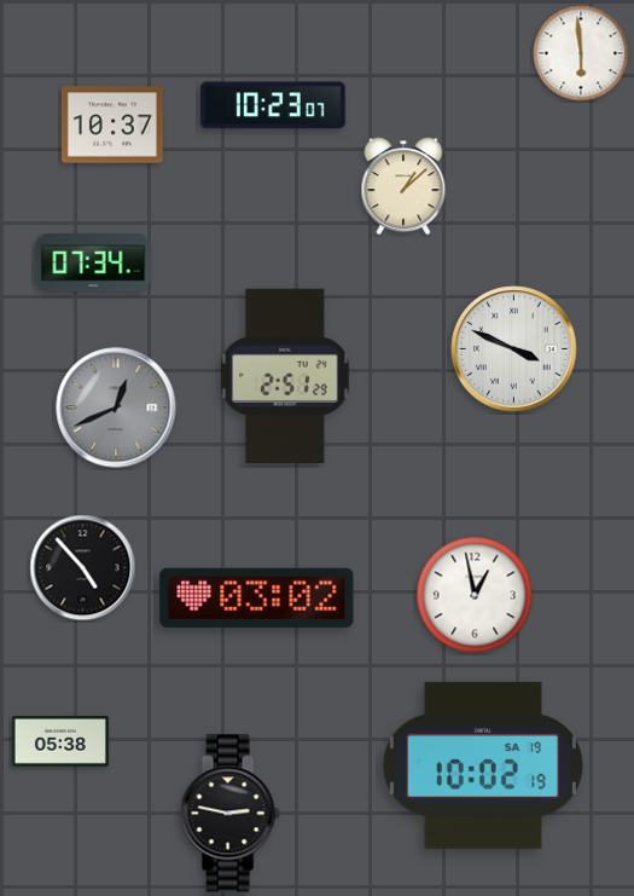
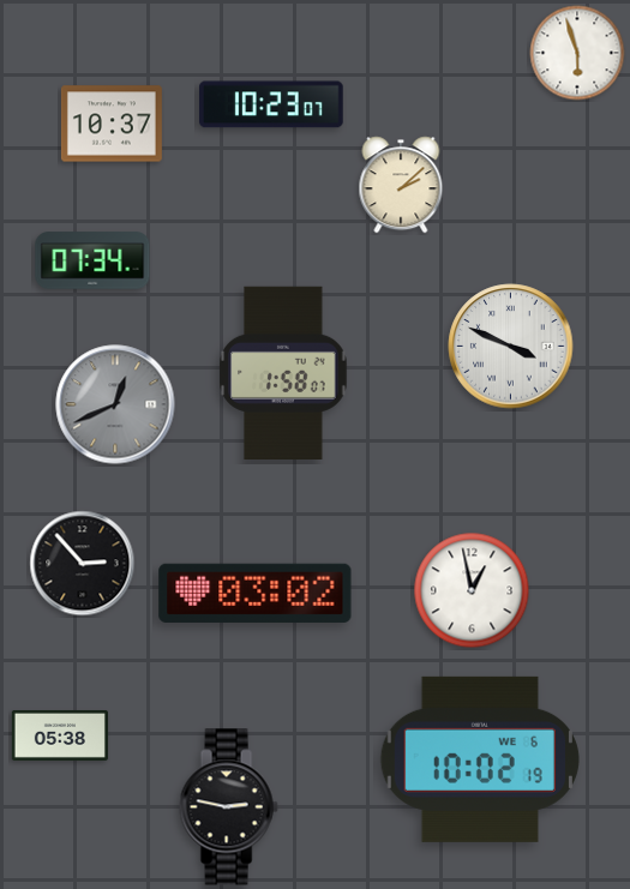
clock at (581, 53): 5:59 -> 5:57
clock at (403, 186): 1:08 -> 2:08
clock at (285, 375): 2:51 -> 1:58
clock at (83, 568): 4:53 -> 2:53
clock at (483, 765) date: SA 19 -> WE 6
